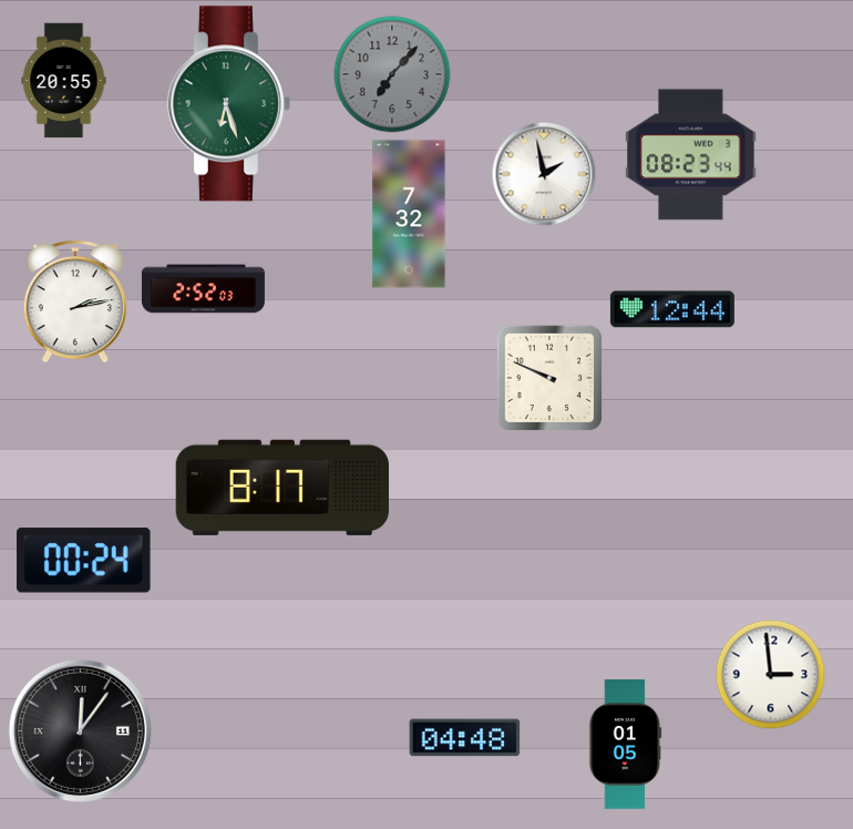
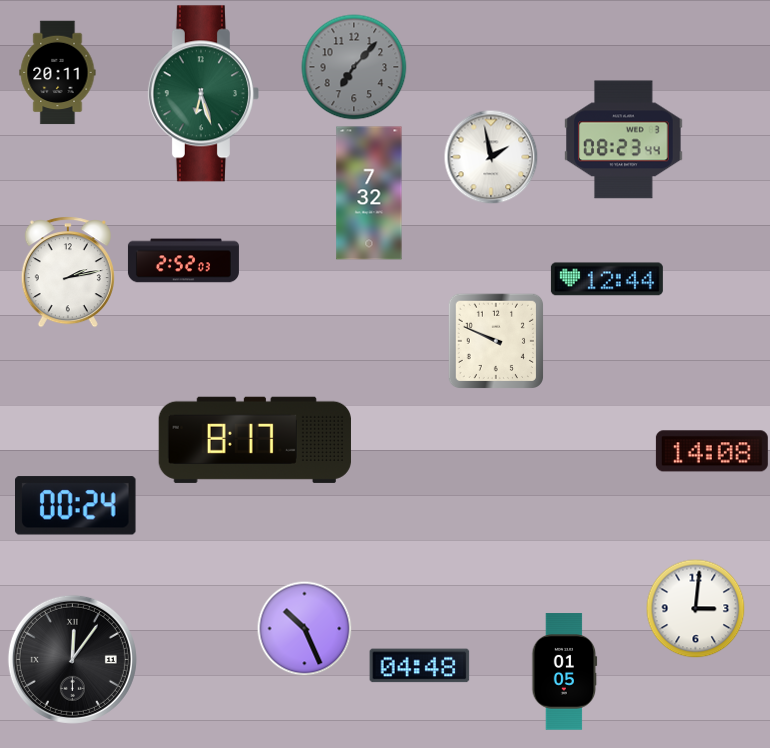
clock at (64, 81): 20:55 -> 20:11
clock at (228, 104) position: (228, 104) -> (203, 94)
clock at (712, 451): none -> 14:08
clock at (771, 675): 2:59 -> 3:01
clock at (304, 628): none -> 10:26
